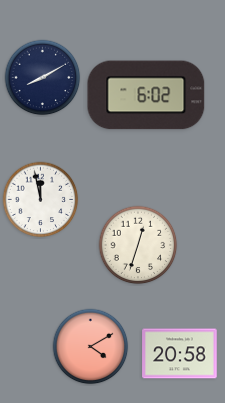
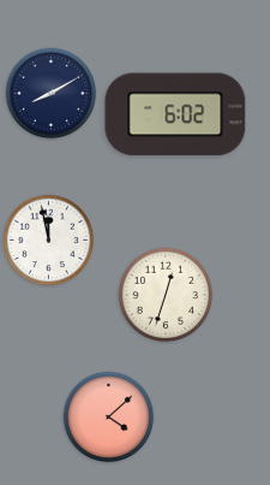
clock at (91, 347): 4:10 -> 4:08
clock at (180, 354): 20:58 -> none
